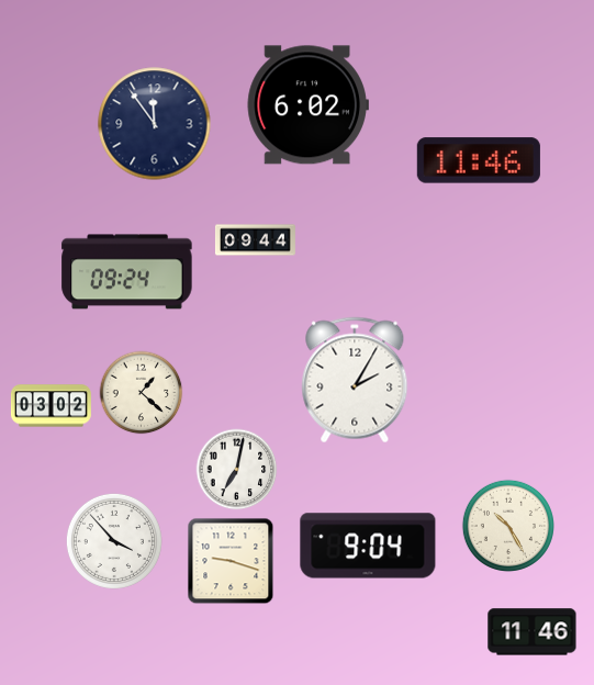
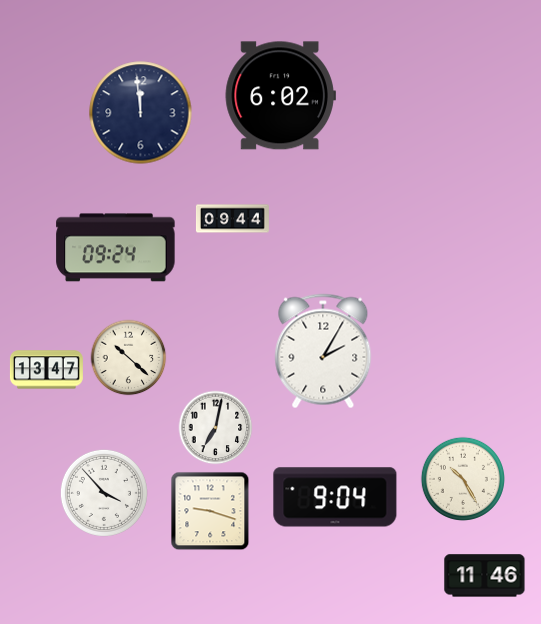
clock at (155, 124): 11:54 -> 11:59
clock at (479, 160): 11:46 -> none
clock at (355, 380) position: (355, 380) -> (323, 351)
clock at (142, 393): 1:22 -> 10:22
clock at (51, 406): 03:02 -> 13:47
